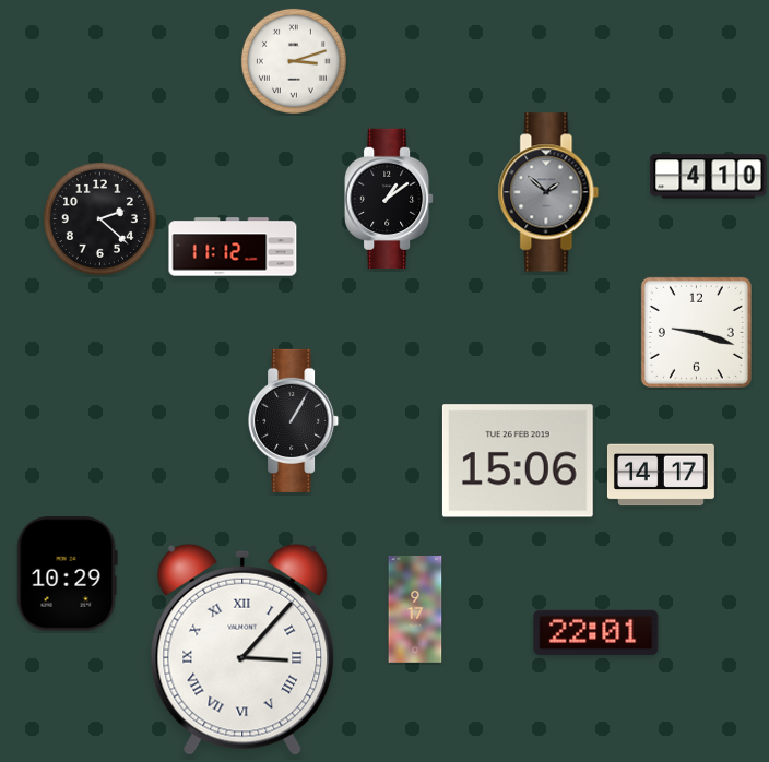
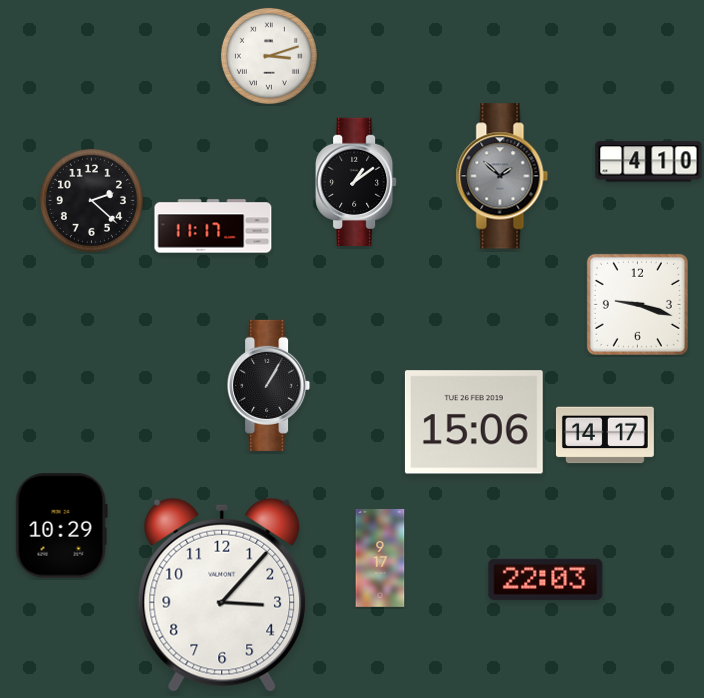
clock at (233, 247): 11:12 -> 11:17
clock at (596, 632): 22:01 -> 22:03
clock at (242, 650) numerals: Roman -> Arabic
